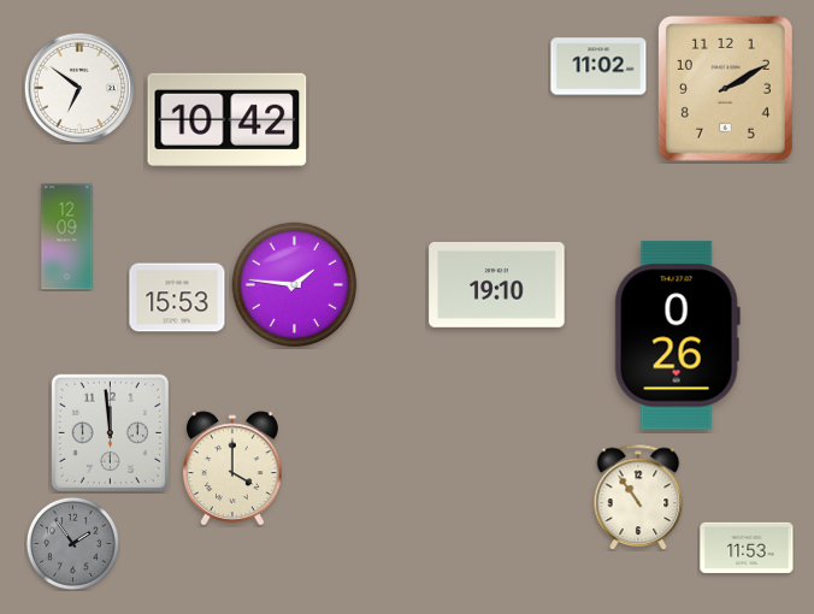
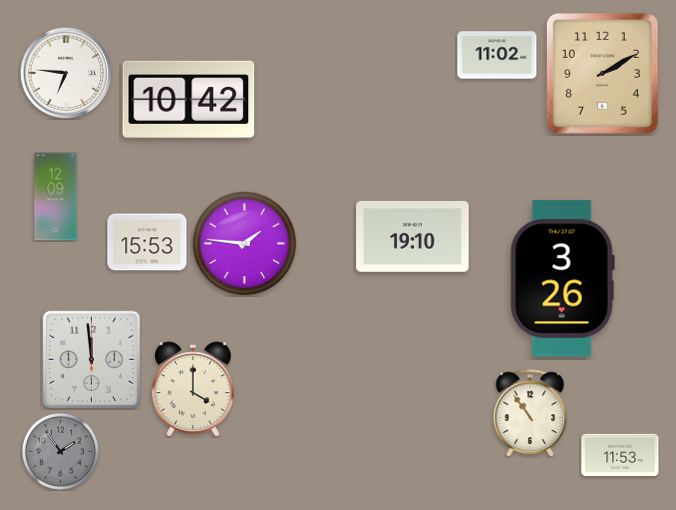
clock at (79, 88): 6:51 -> 6:46
clock at (295, 285) position: (295, 285) -> (245, 244)
clock at (177, 297) position: (177, 297) -> (147, 242)
clock at (677, 336): 0:26 -> 3:26
